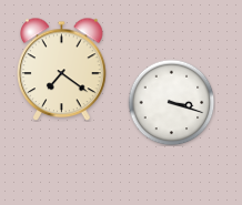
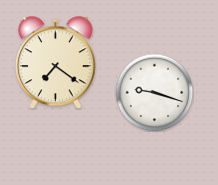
clock at (171, 102): 3:18 -> 9:18
